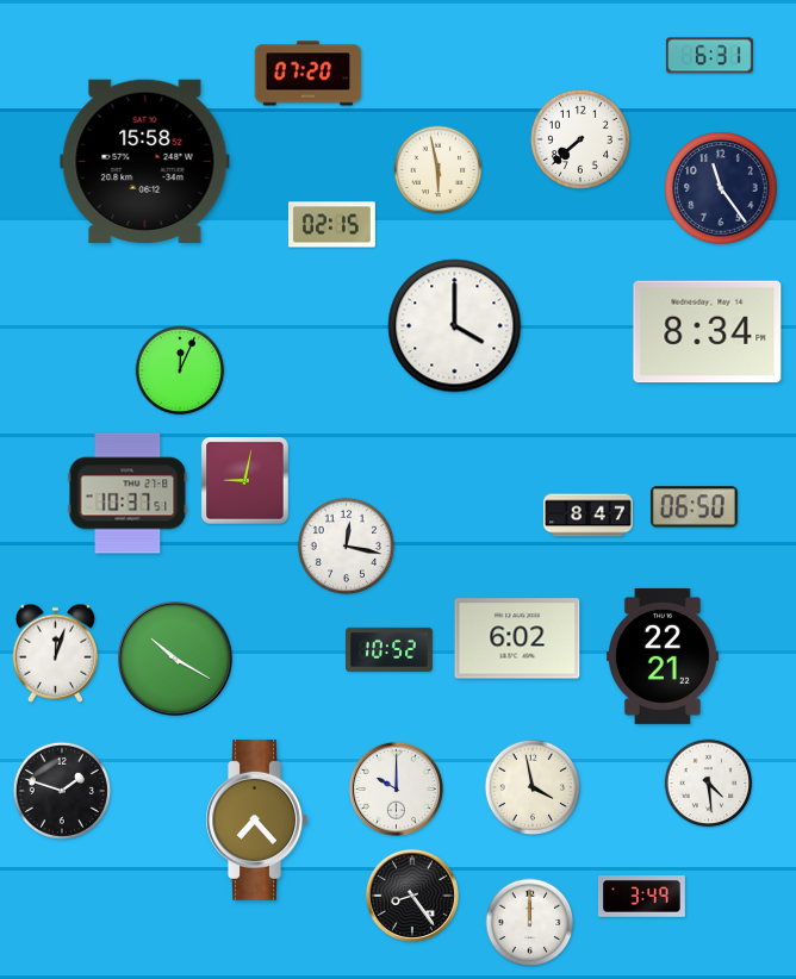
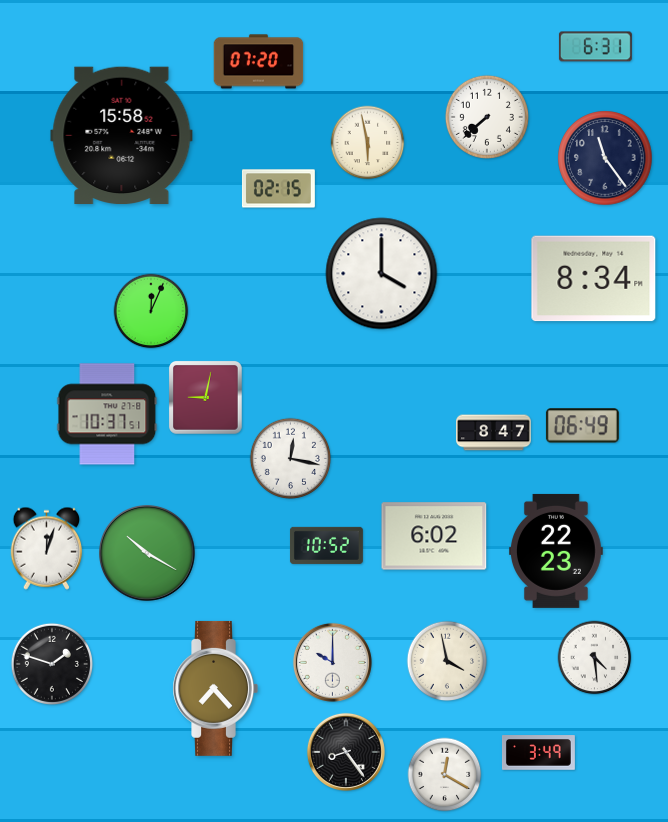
clock at (245, 481) position: (245, 481) -> (206, 398)
clock at (694, 507): 06:50 -> 06:49
clock at (663, 656): 22:21 -> 22:23
clock at (530, 923): 12:00 -> 12:20
